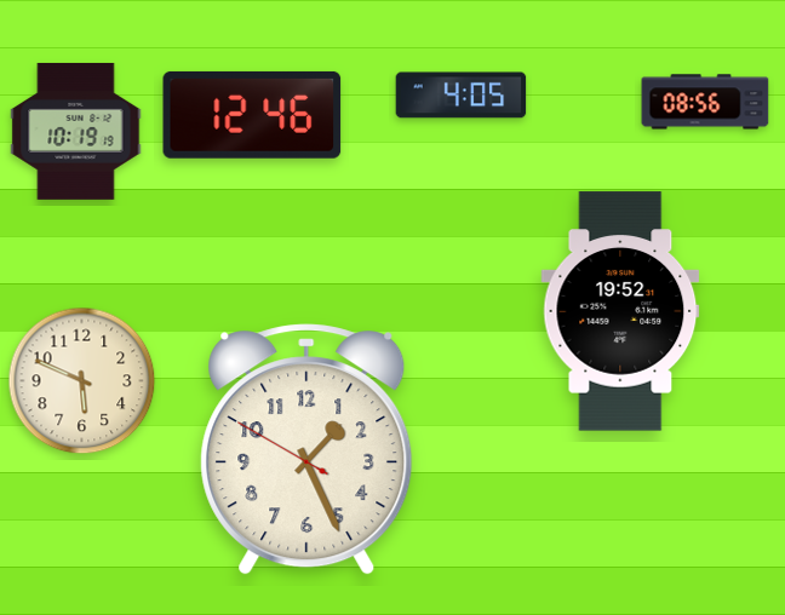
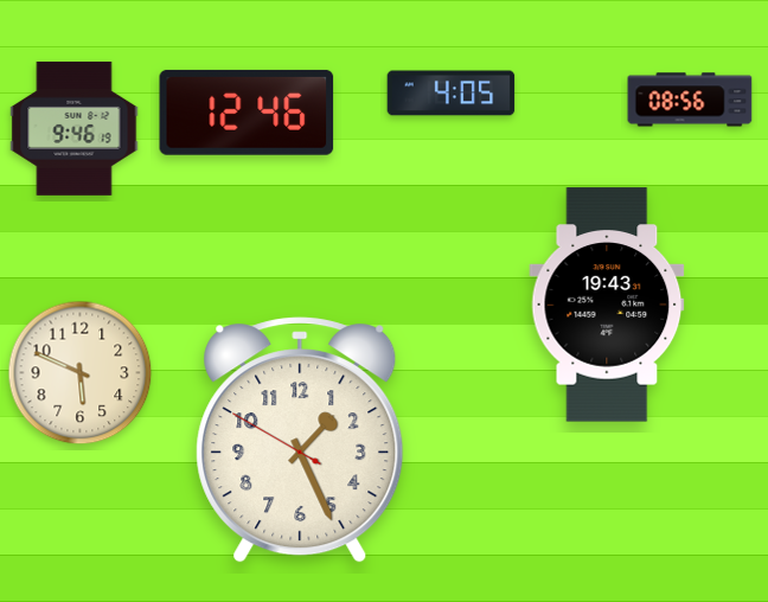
clock at (76, 131): 10:19 -> 9:46
clock at (620, 311): 19:52 -> 19:43
